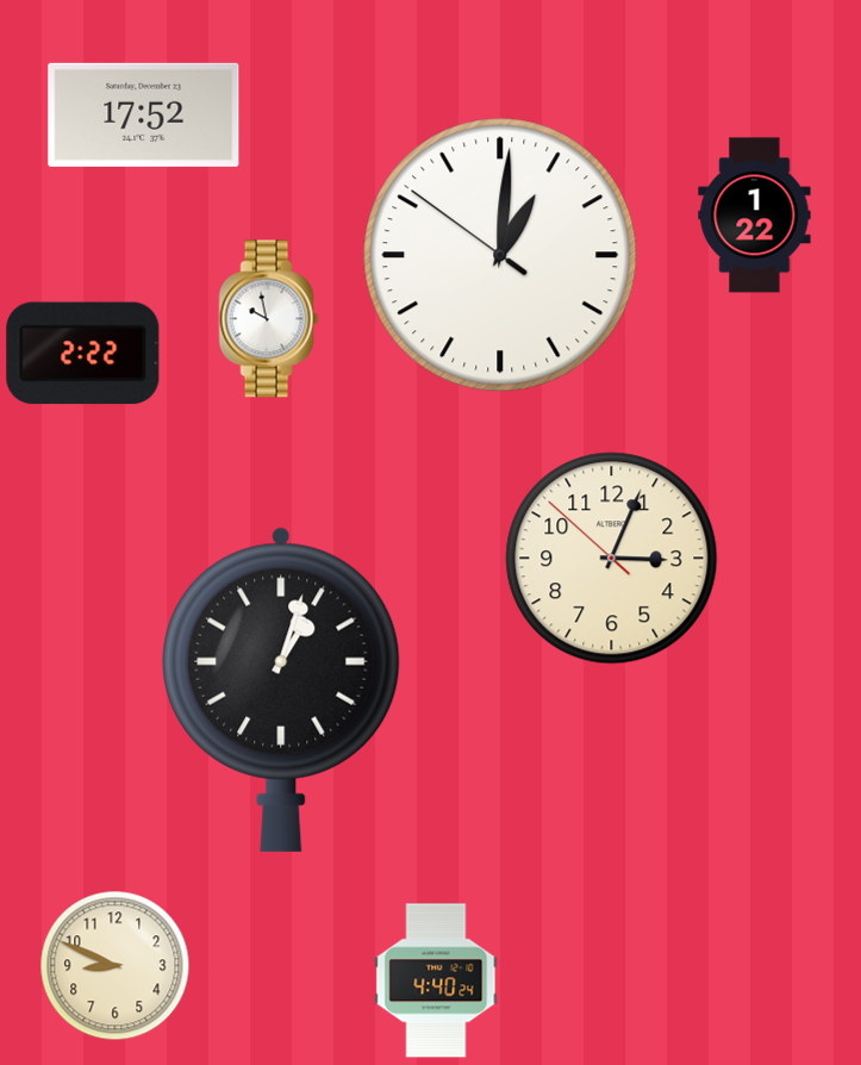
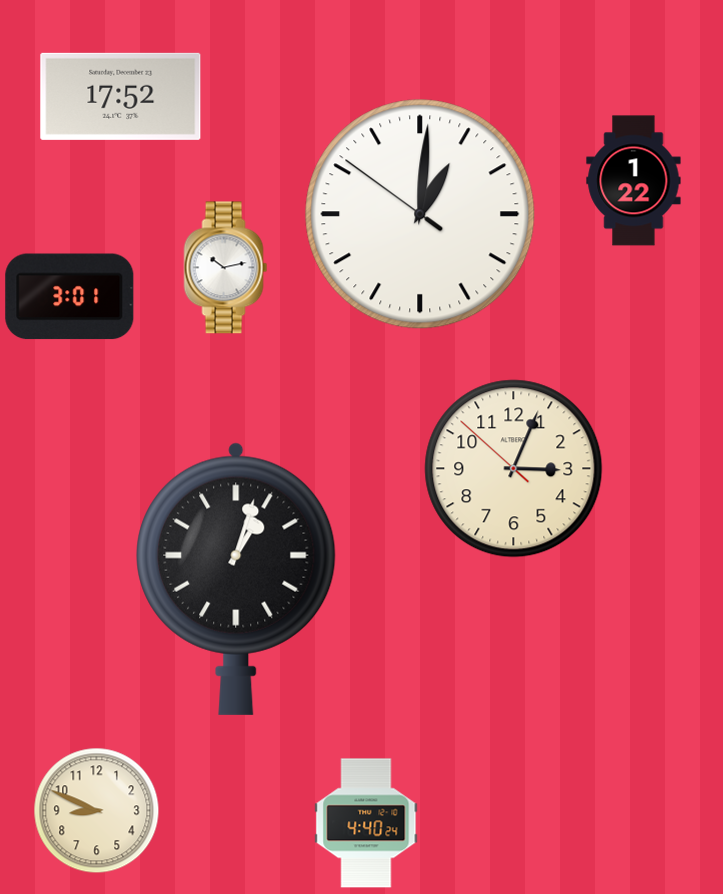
clock at (269, 319): 9:58 -> 10:13
clock at (83, 354): 2:22 -> 3:01
